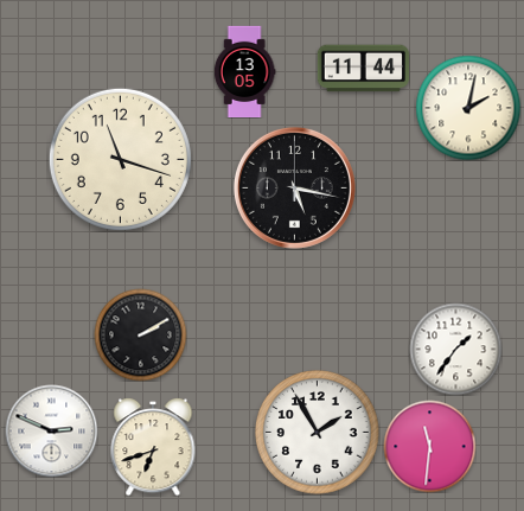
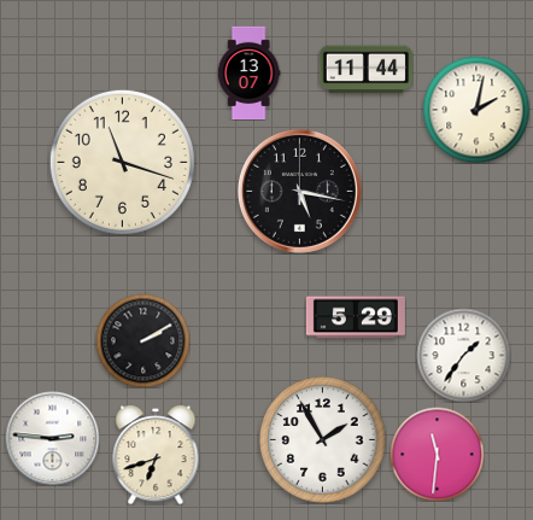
clock at (363, 69) position: (363, 69) -> (365, 70)
clock at (244, 71): 13:05 -> 13:07
clock at (356, 317): none -> 5:29
clock at (51, 430): 2:49 -> 2:46
